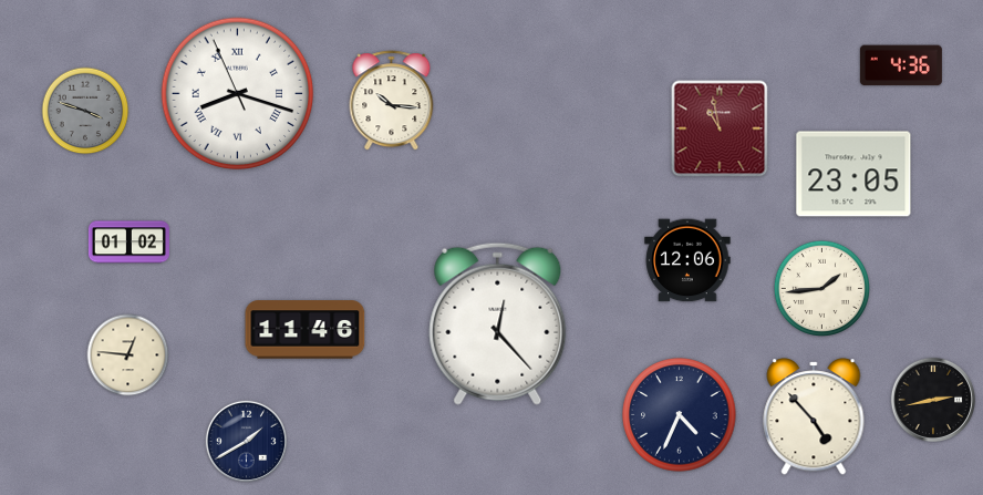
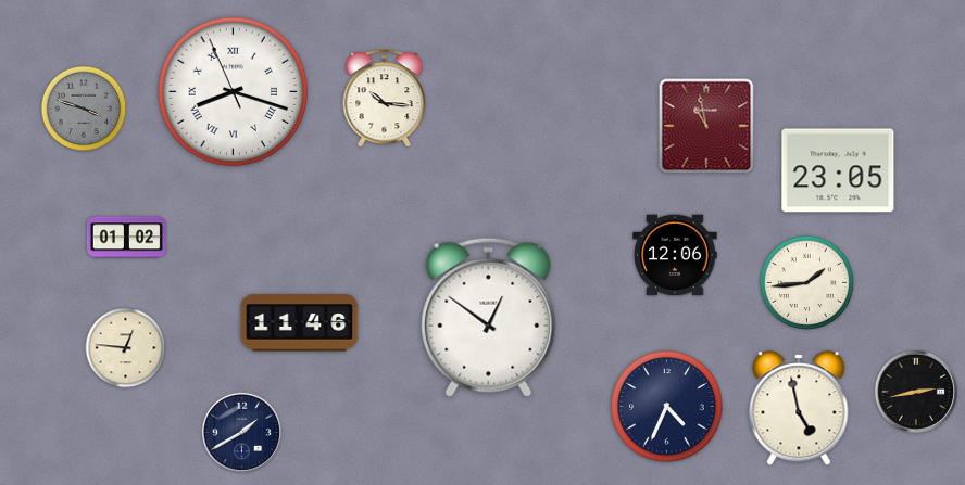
clock at (901, 65): 4:36 -> none
clock at (498, 323): 12:23 -> 12:51
clock at (814, 416): 4:53 -> 4:58
